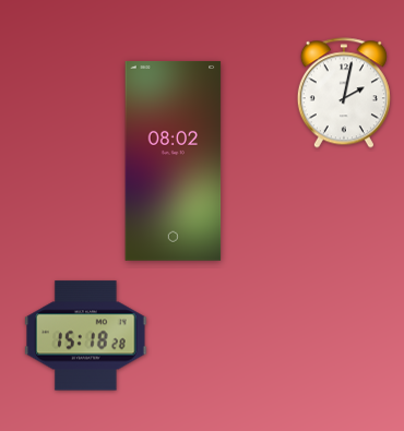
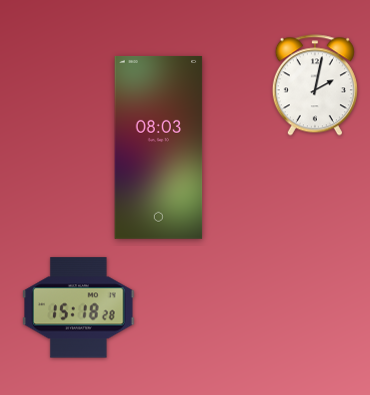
clock at (174, 160): 08:02 -> 08:03
